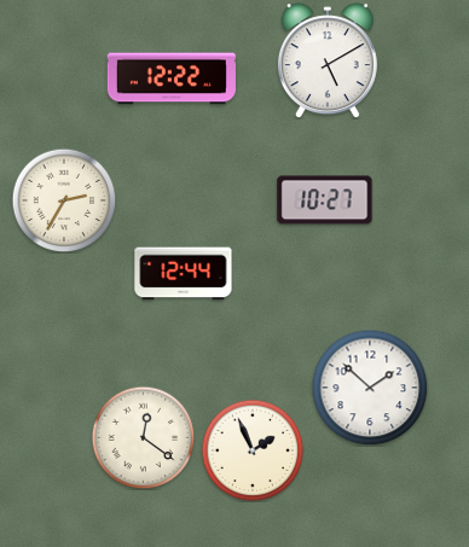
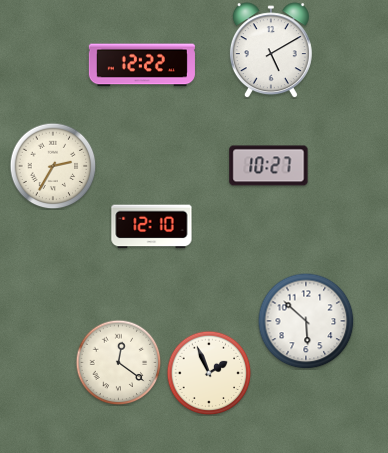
clock at (184, 274): 12:44 -> 12:10
clock at (370, 388): 1:52 -> 5:52
